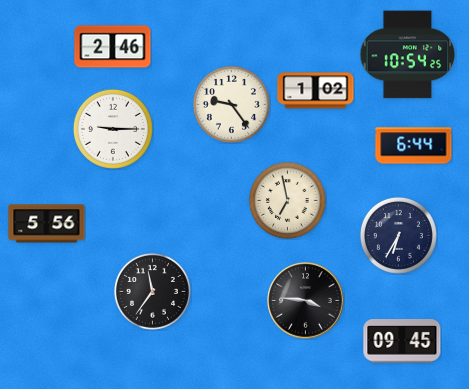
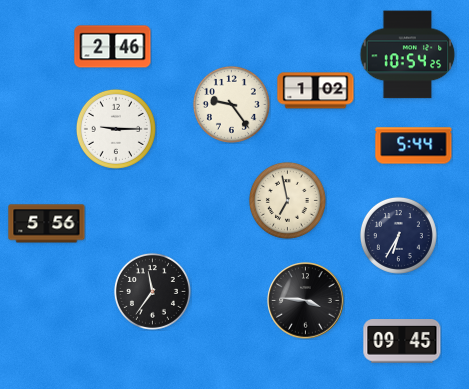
clock at (113, 129) position: (113, 129) -> (116, 129)
clock at (414, 146): 6:44 -> 5:44
